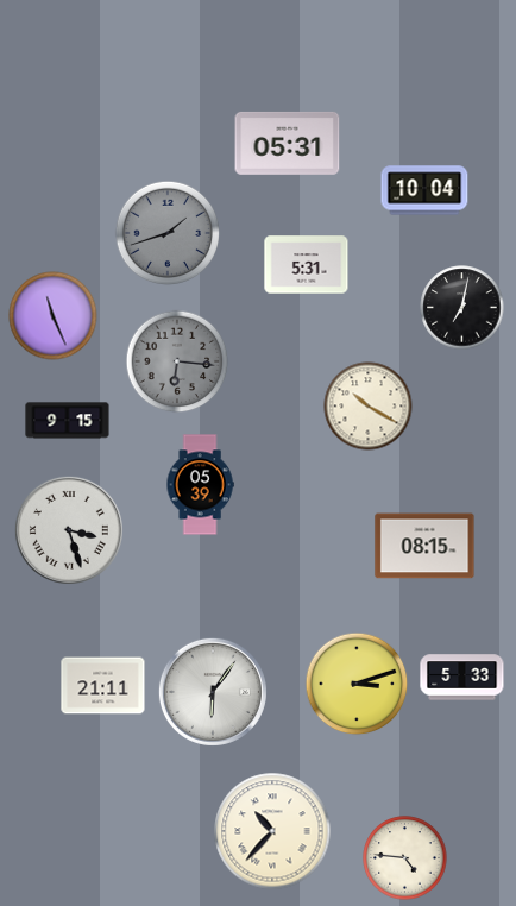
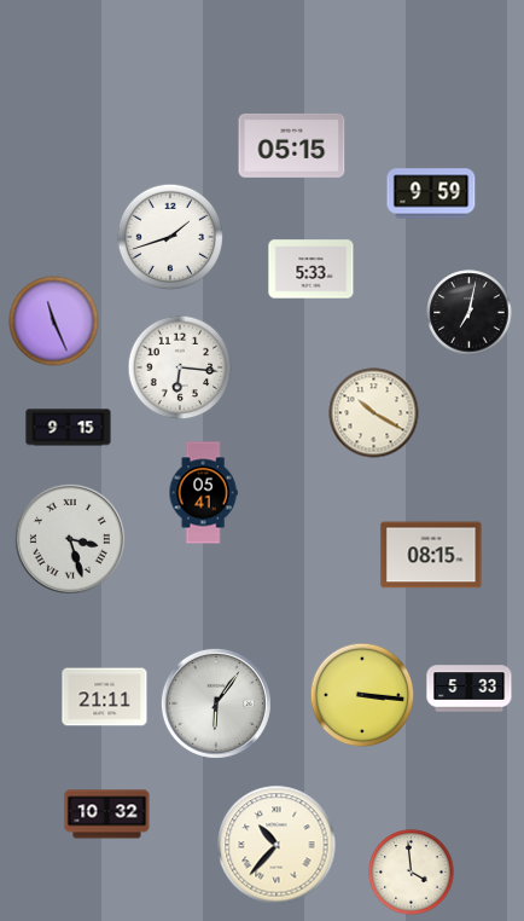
clock at (288, 143): 05:31 -> 05:15
clock at (424, 190): 10:04 -> 9:59
clock at (168, 233) dial: grey -> white
clock at (307, 265): 5:31 -> 5:33
clock at (177, 361) dial: grey -> white
clock at (200, 485): 05:39 -> 05:41
clock at (357, 684): 3:12 -> 3:16
clock at (107, 815): none -> 10:32
clock at (405, 858): 4:46 -> 3:59
